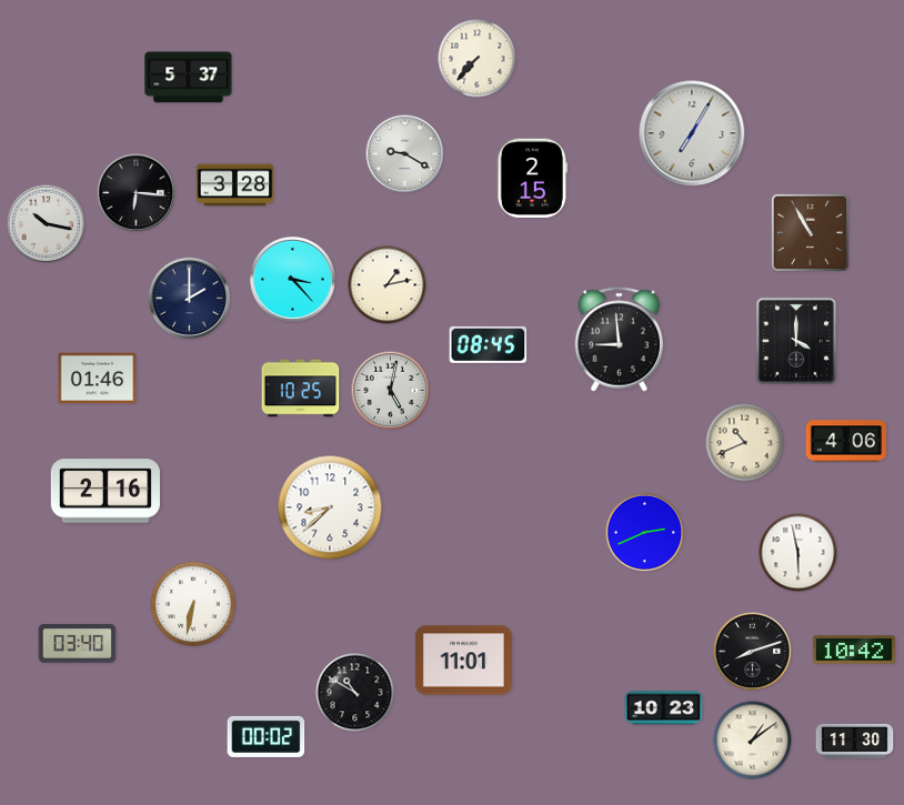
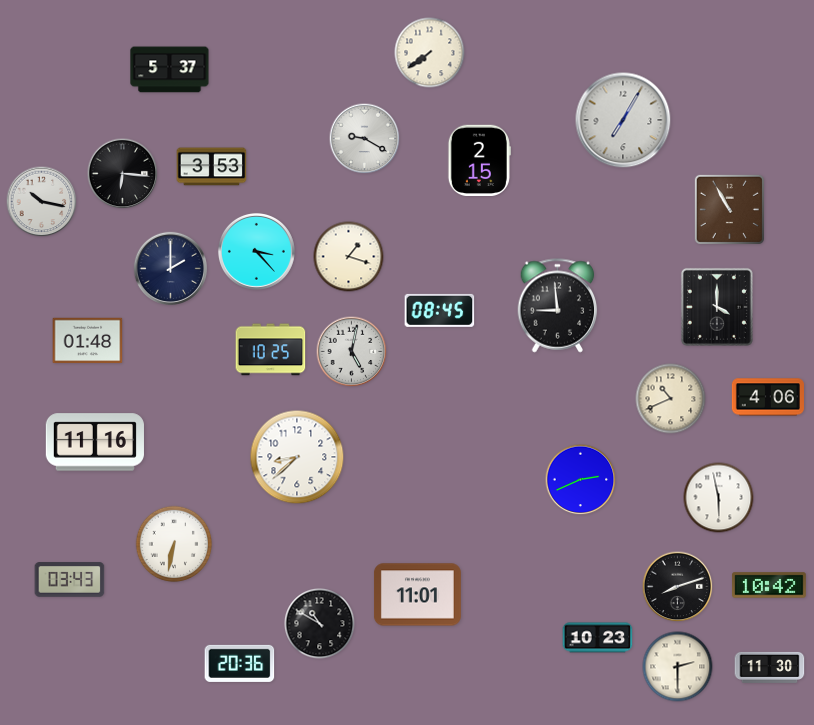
clock at (478, 59): 7:37 -> 7:39
clock at (235, 185): 3:28 -> 3:53
clock at (292, 279) position: (292, 279) -> (256, 251)
clock at (388, 285): 1:13 -> 1:18
clock at (98, 379): 01:46 -> 01:48
clock at (846, 441) position: (846, 441) -> (768, 397)
clock at (106, 491): 2:16 -> 11:16
clock at (78, 644): 03:40 -> 03:43
clock at (267, 736): 00:02 -> 20:36
clock at (753, 741): 1:09 -> 2:30
